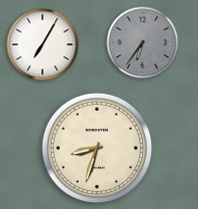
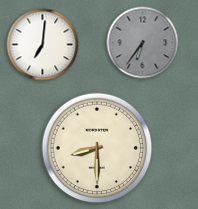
clock at (43, 45): 7:05 -> 7:01
clock at (97, 148): 8:33 -> 8:30
